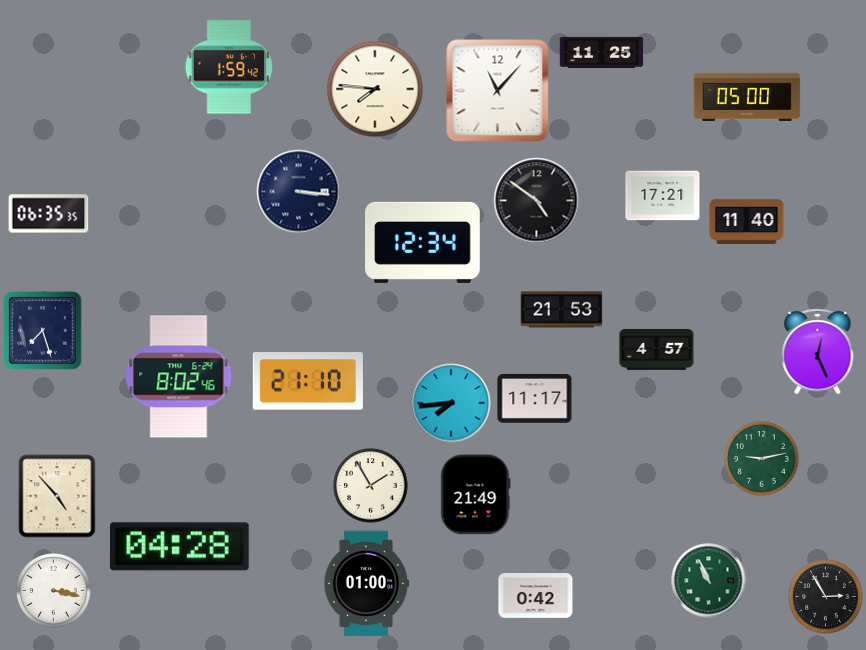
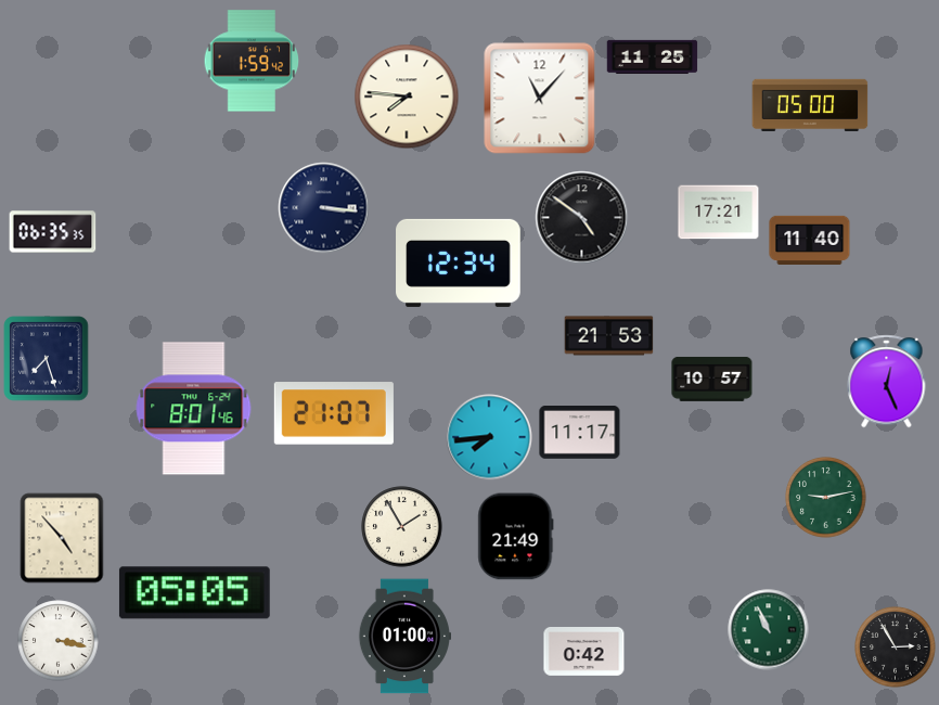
clock at (229, 67) position: (229, 67) -> (252, 61)
clock at (657, 349): 4:57 -> 10:57
clock at (179, 377): 8:02 -> 8:01
clock at (308, 381): 21:10 -> 21:07
clock at (179, 547): 04:28 -> 05:05
clock at (365, 584) position: (365, 584) -> (403, 637)
clock at (536, 596) position: (536, 596) -> (584, 652)
